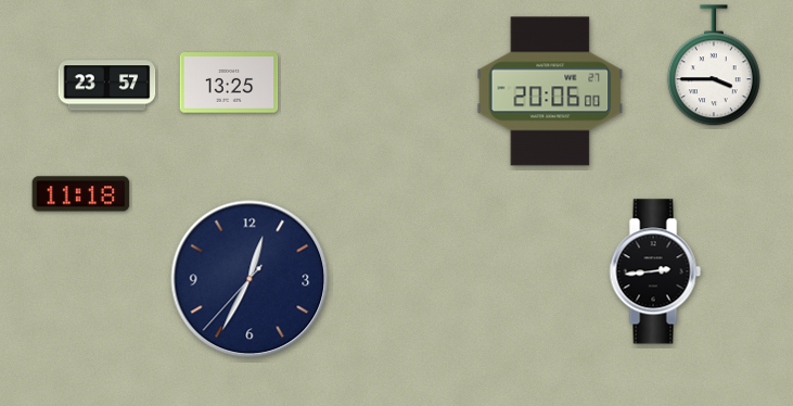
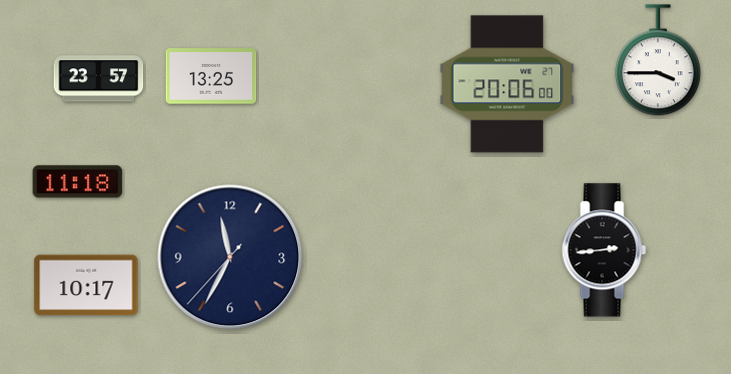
clock at (81, 194) position: (81, 194) -> (78, 182)
clock at (250, 279): 12:34 -> 11:34
clock at (86, 285): none -> 10:17
